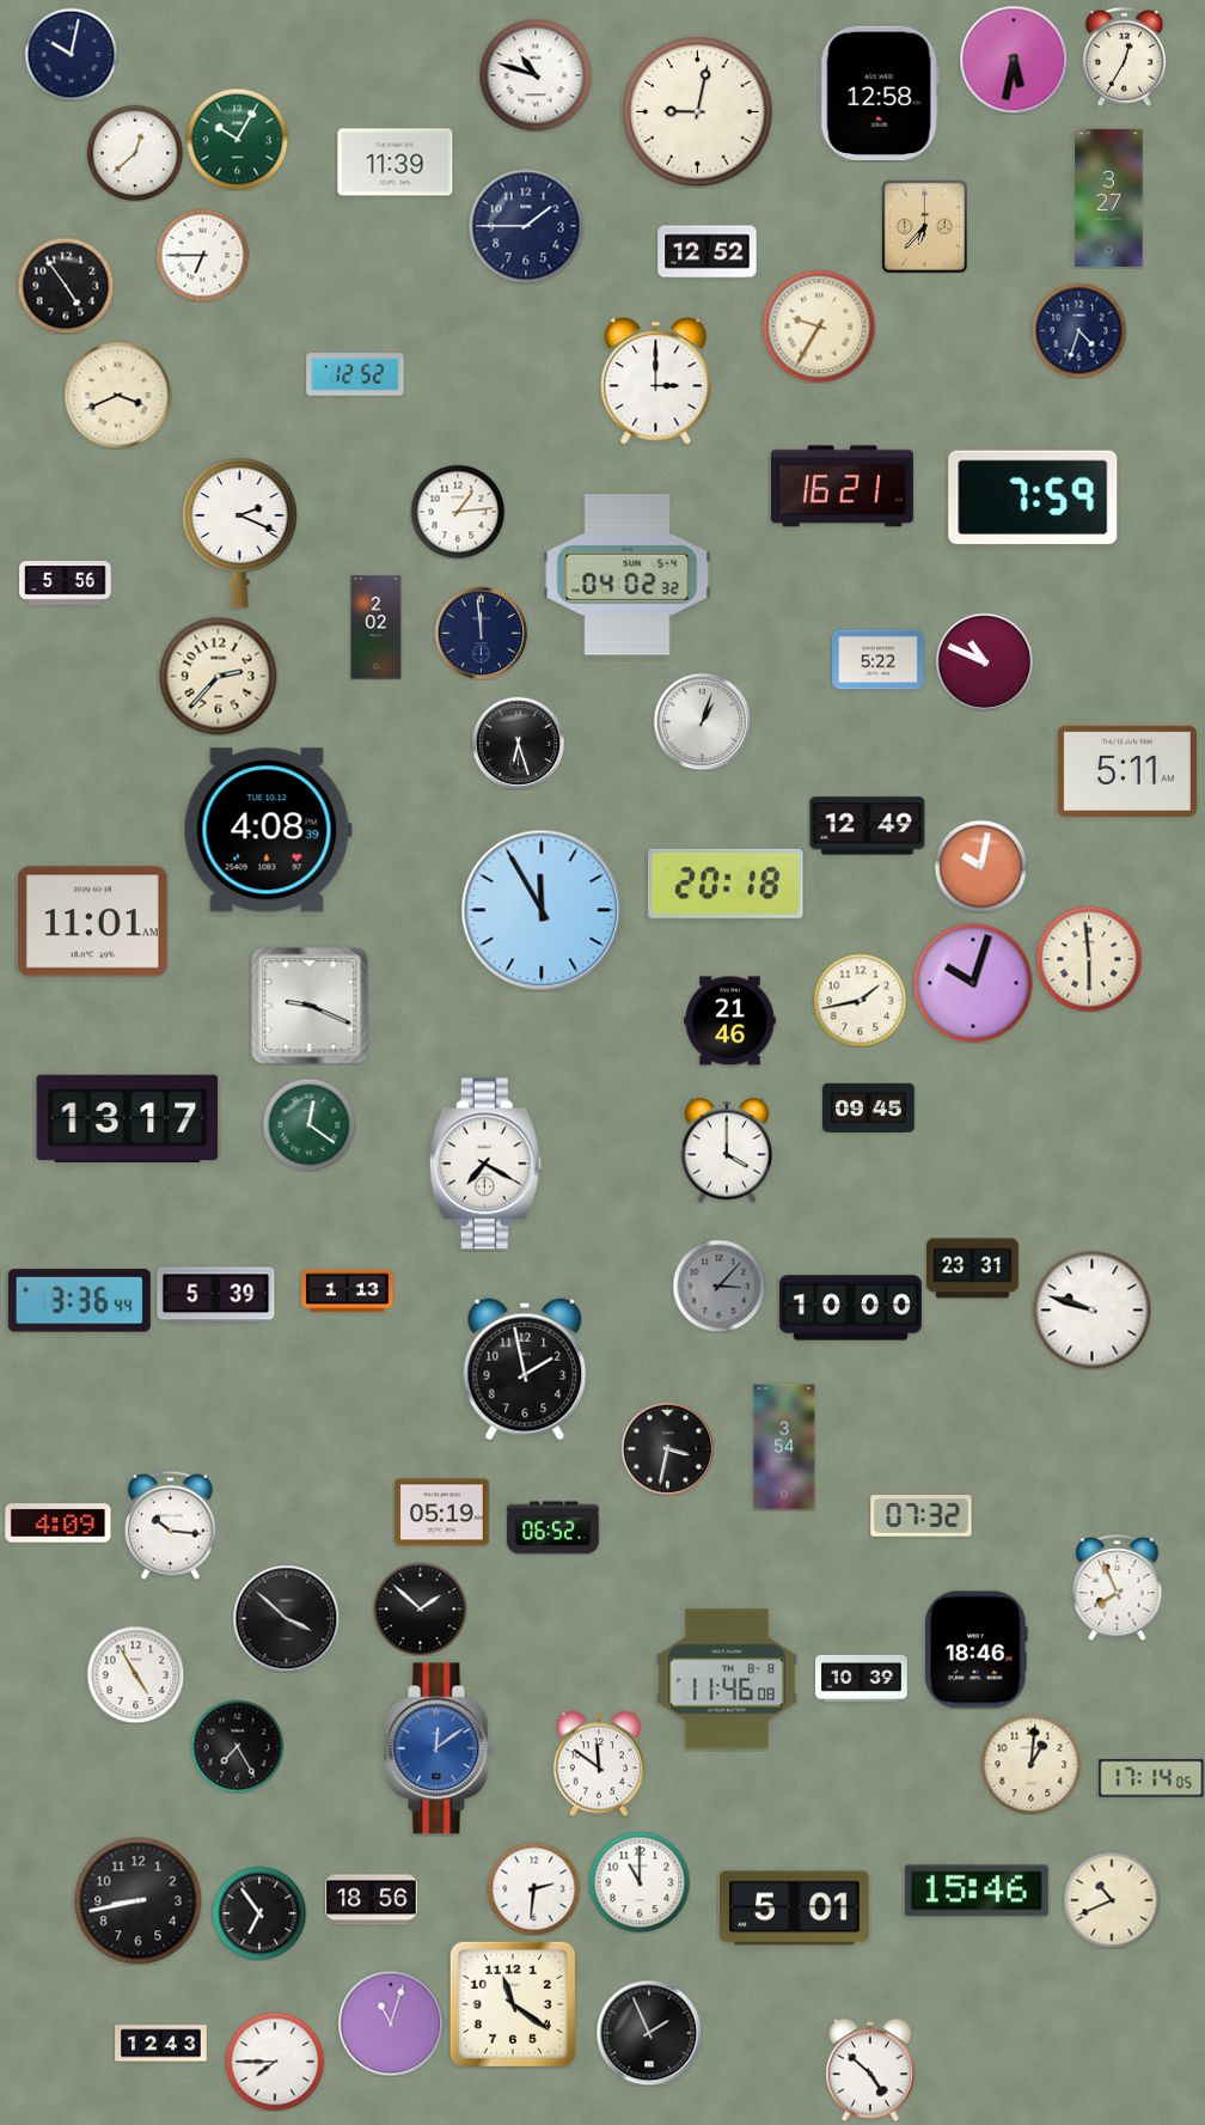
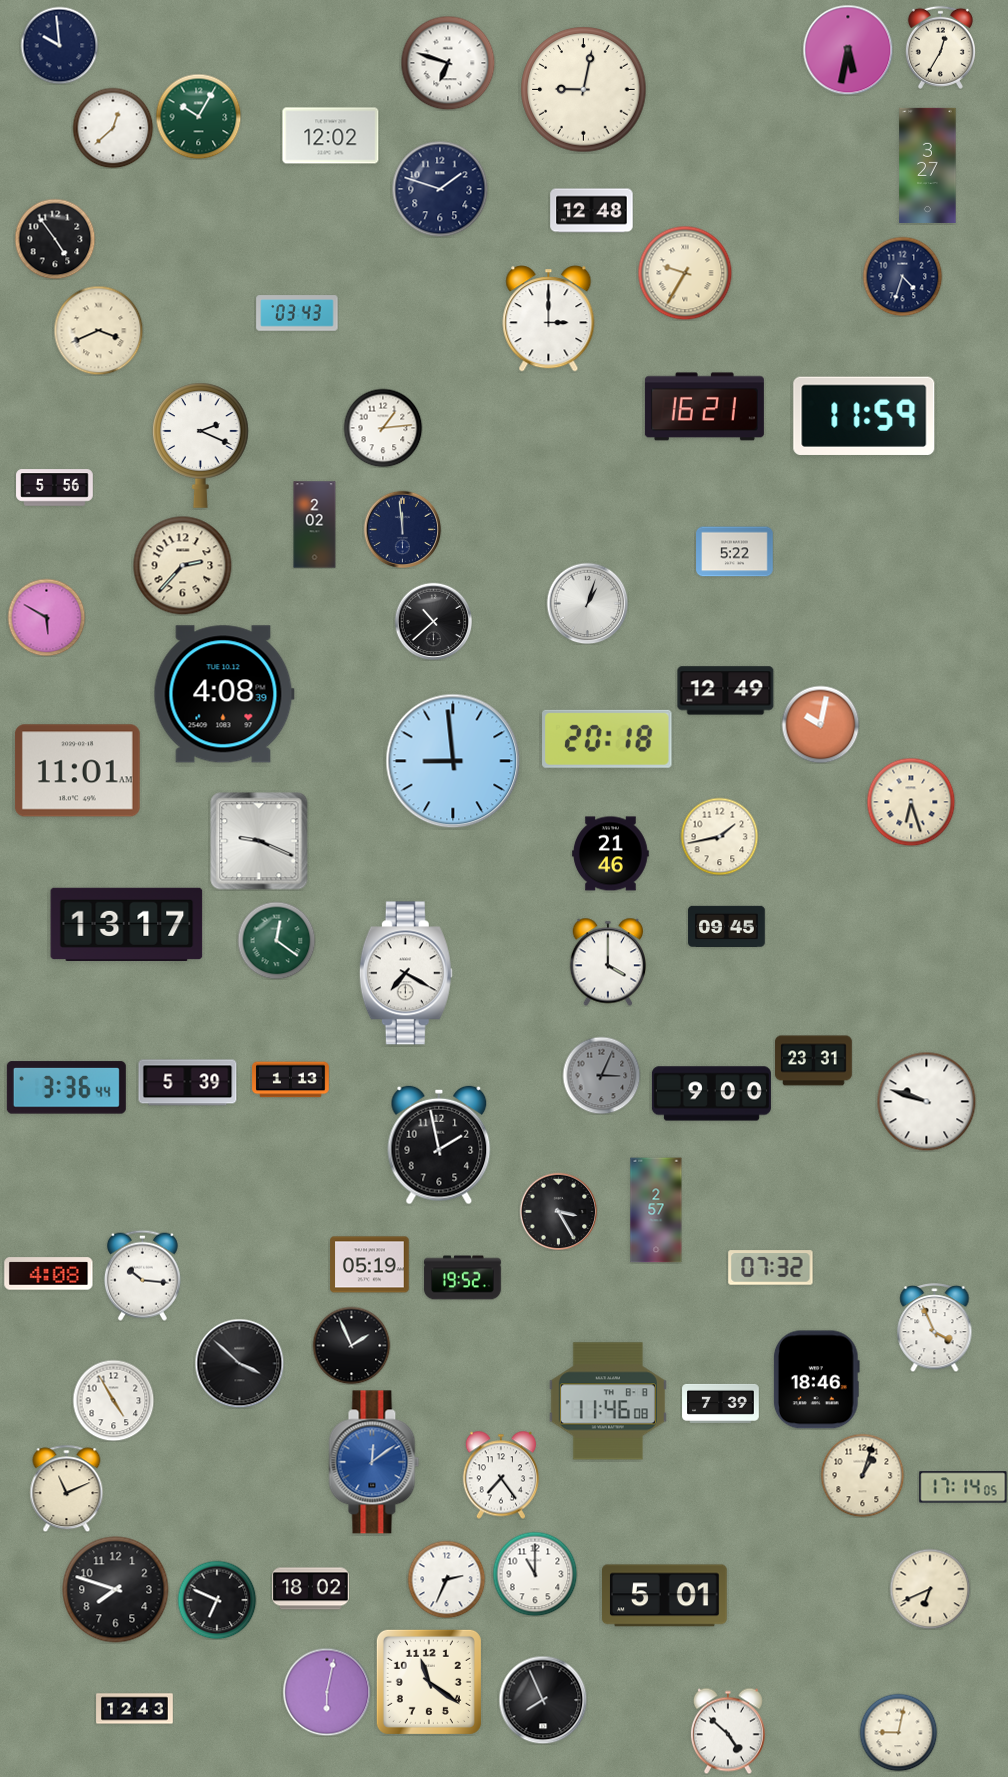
clock at (71, 54): 10:02 -> 9:59
clock at (536, 75): 10:48 -> 6:48
clock at (880, 93): 12:58 -> none
clock at (698, 112) position: (698, 112) -> (584, 90)
clock at (396, 163): 11:39 -> 12:02
clock at (526, 226): 1:45 -> 1:48
clock at (924, 226): 6:37 -> none
clock at (708, 252): 12:52 -> 12:48
clock at (202, 255): 6:45 -> none
clock at (355, 374): 12:52 -> 03:43
clock at (1033, 497): 7:59 -> 11:59
clock at (628, 575): 04:02 -> none
clock at (984, 661): 10:49 -> none
clock at (46, 617): none -> 5:50
clock at (518, 743): 6:27 -> 10:38
clock at (1127, 771): 5:11 -> none
clock at (542, 910): 11:55 -> 8:59
clock at (1089, 959): 5:59 -> 6:27
clock at (973, 983): 10:03 -> none
clock at (128, 1118) position: (128, 1118) -> (127, 924)
clock at (308, 1124) position: (308, 1124) -> (276, 940)
clock at (718, 1286): 3:07 -> 3:04
clock at (216, 1295) position: (216, 1295) -> (188, 1083)
clock at (850, 1308): 10:00 -> 9:00
clock at (1093, 1311) position: (1093, 1311) -> (927, 1102)
clock at (784, 1447): 3:54 -> 2:57
clock at (667, 1448): 3:32 -> 3:25
clock at (59, 1523): 4:09 -> 4:08
clock at (553, 1528): 06:52 -> 19:52
clock at (1118, 1588): 7:56 -> 3:56
clock at (420, 1608): 1:52 -> 1:56
clock at (286, 1618) position: (286, 1618) -> (239, 1363)
clock at (862, 1678): 10:39 -> 7:39
clock at (727, 1679) position: (727, 1679) -> (608, 1401)
clock at (237, 1746): 7:25 -> none
clock at (439, 1748) position: (439, 1748) -> (374, 1462)
clock at (598, 1764): 11:51 -> 7:24
clock at (1030, 1764): 1:01 -> 1:03
clock at (67, 1488): none -> 11:11
clock at (533, 1888): 2:31 -> 2:34
clock at (977, 1891): 15:46 -> none
clock at (372, 1900): 18:56 -> 18:02
clock at (1112, 1900): 10:41 -> 6:41
clock at (139, 1901): 8:43 -> 7:48
clock at (259, 1913): 6:54 -> 6:49
clock at (513, 2004) position: (513, 2004) -> (429, 1682)
clock at (391, 2023): 11:03 -> 6:02
clock at (649, 2033): 1:56 -> 7:56
clock at (275, 2062): 7:45 -> none
clock at (898, 1732): none -> 9:02
